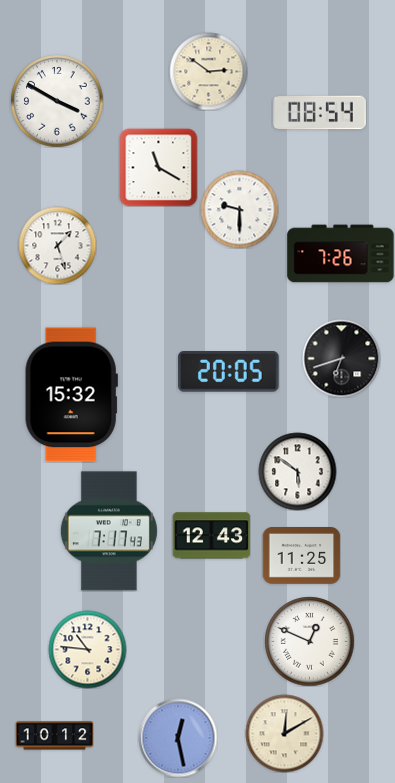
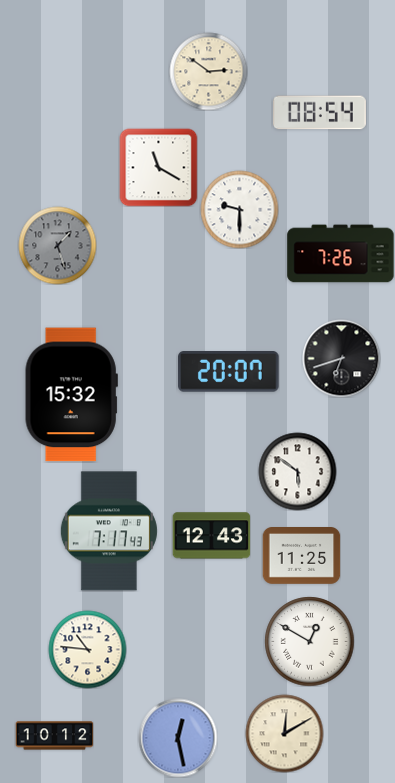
clock at (57, 101): 3:50 -> none
clock at (57, 245) dial: white -> grey
clock at (229, 372): 20:05 -> 20:07
clock at (309, 641): 12:49 -> 12:50
